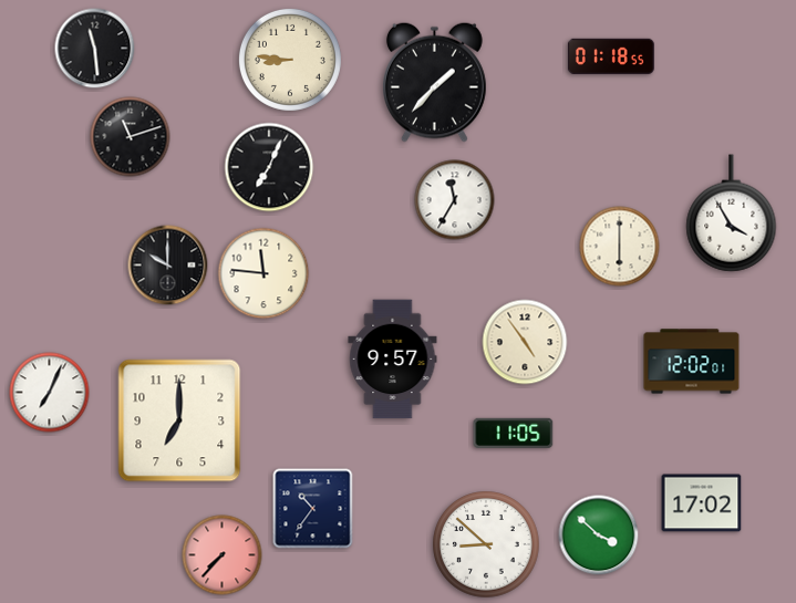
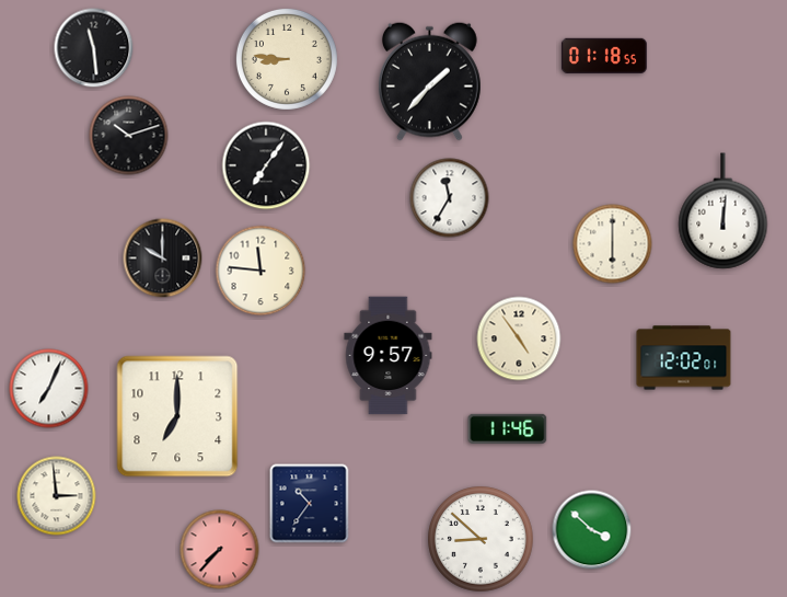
clock at (131, 137): 11:12 -> 10:12
clock at (269, 167): 7:04 -> 7:06
clock at (732, 214): 3:55 -> 12:01
clock at (168, 266) position: (168, 266) -> (163, 259)
clock at (514, 433): 11:05 -> 11:46
clock at (57, 496): none -> 2:59
clock at (702, 503): 17:02 -> none
